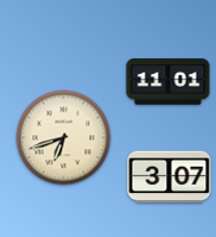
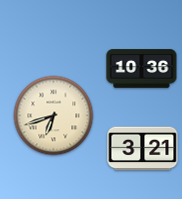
clock at (169, 82): 11:01 -> 10:36
clock at (170, 177): 3:07 -> 3:21
